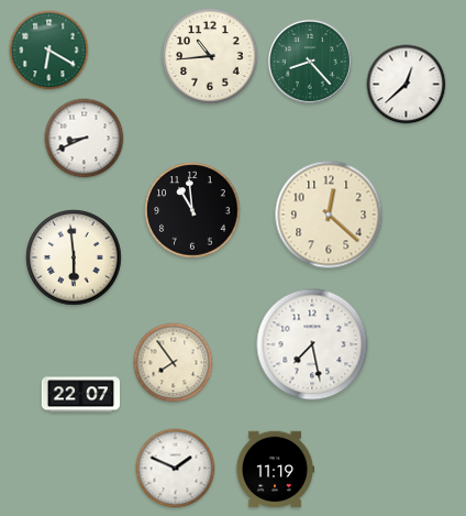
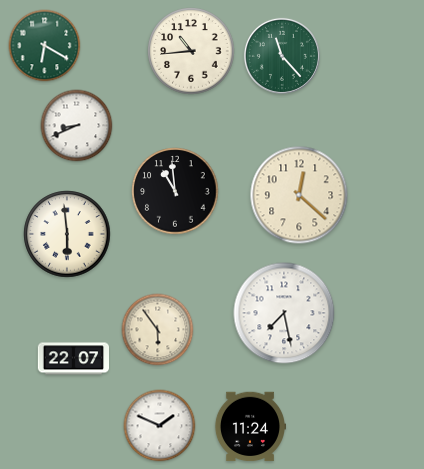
clock at (310, 62): 8:23 -> 11:23
clock at (407, 85): 12:38 -> none
clock at (174, 363): 7:54 -> 5:54
clock at (274, 470): 11:19 -> 11:24
